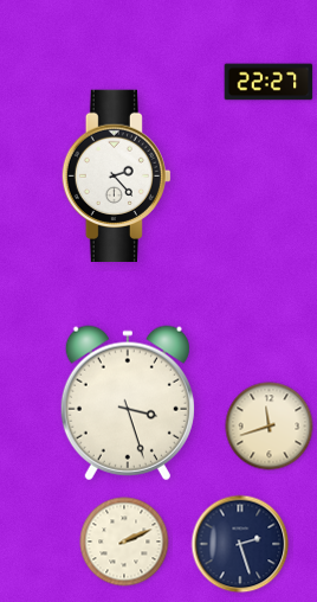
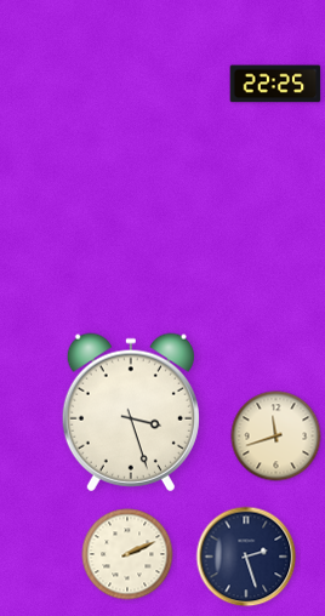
clock at (269, 82): 22:27 -> 22:25
clock at (116, 175): 2:23 -> none
